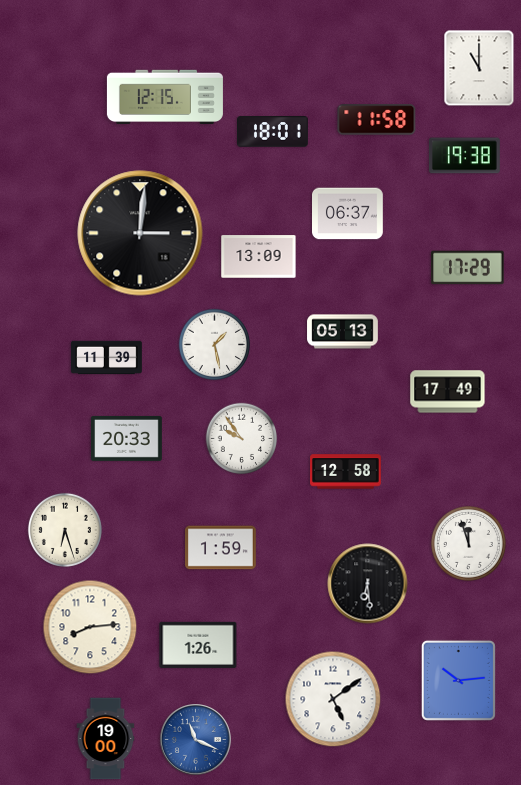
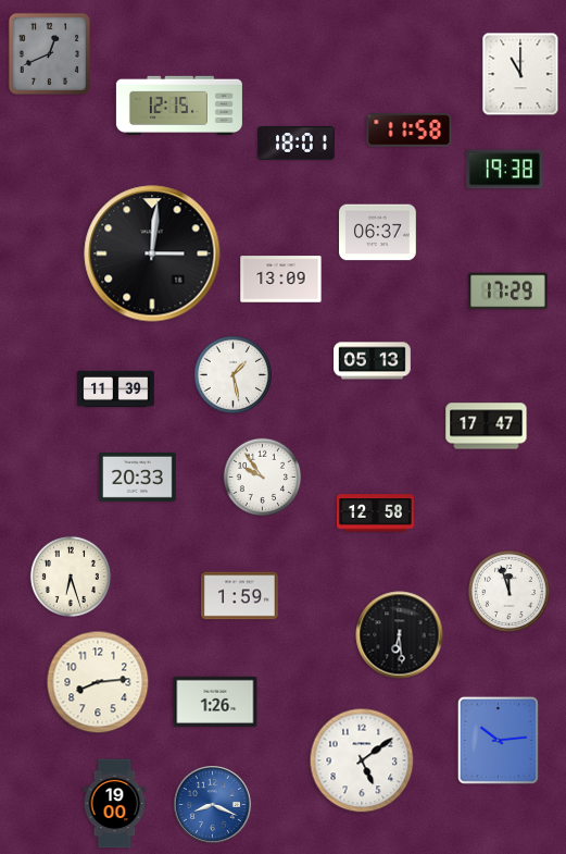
clock at (49, 53): none -> 12:41
clock at (448, 392): 17:49 -> 17:47
clock at (196, 740): 11:19 -> 8:19
